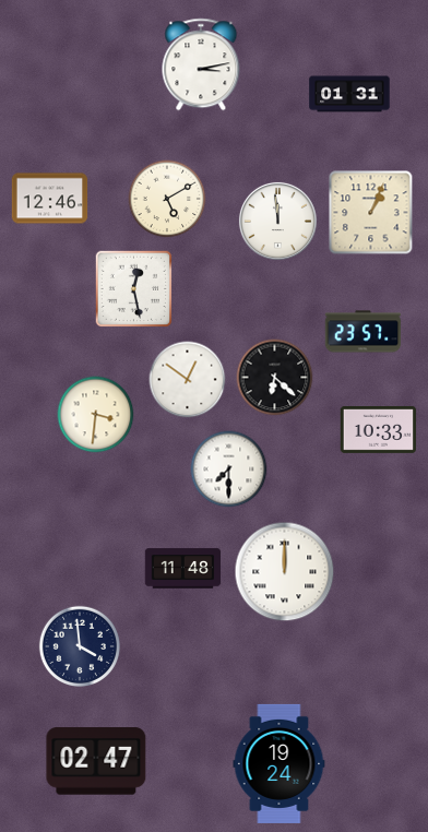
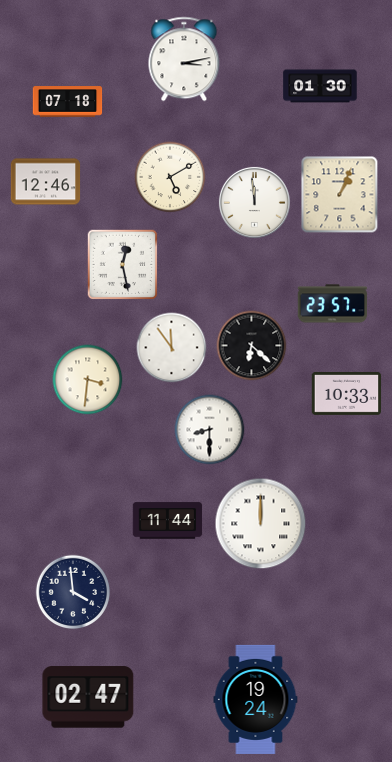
clock at (349, 94): 01:31 -> 01:30
clock at (68, 102): none -> 07:18
clock at (167, 199) position: (167, 199) -> (170, 177)
clock at (188, 380): 12:51 -> 11:54
clock at (229, 470): 7:30 -> 8:30
clock at (183, 569): 11:48 -> 11:44
